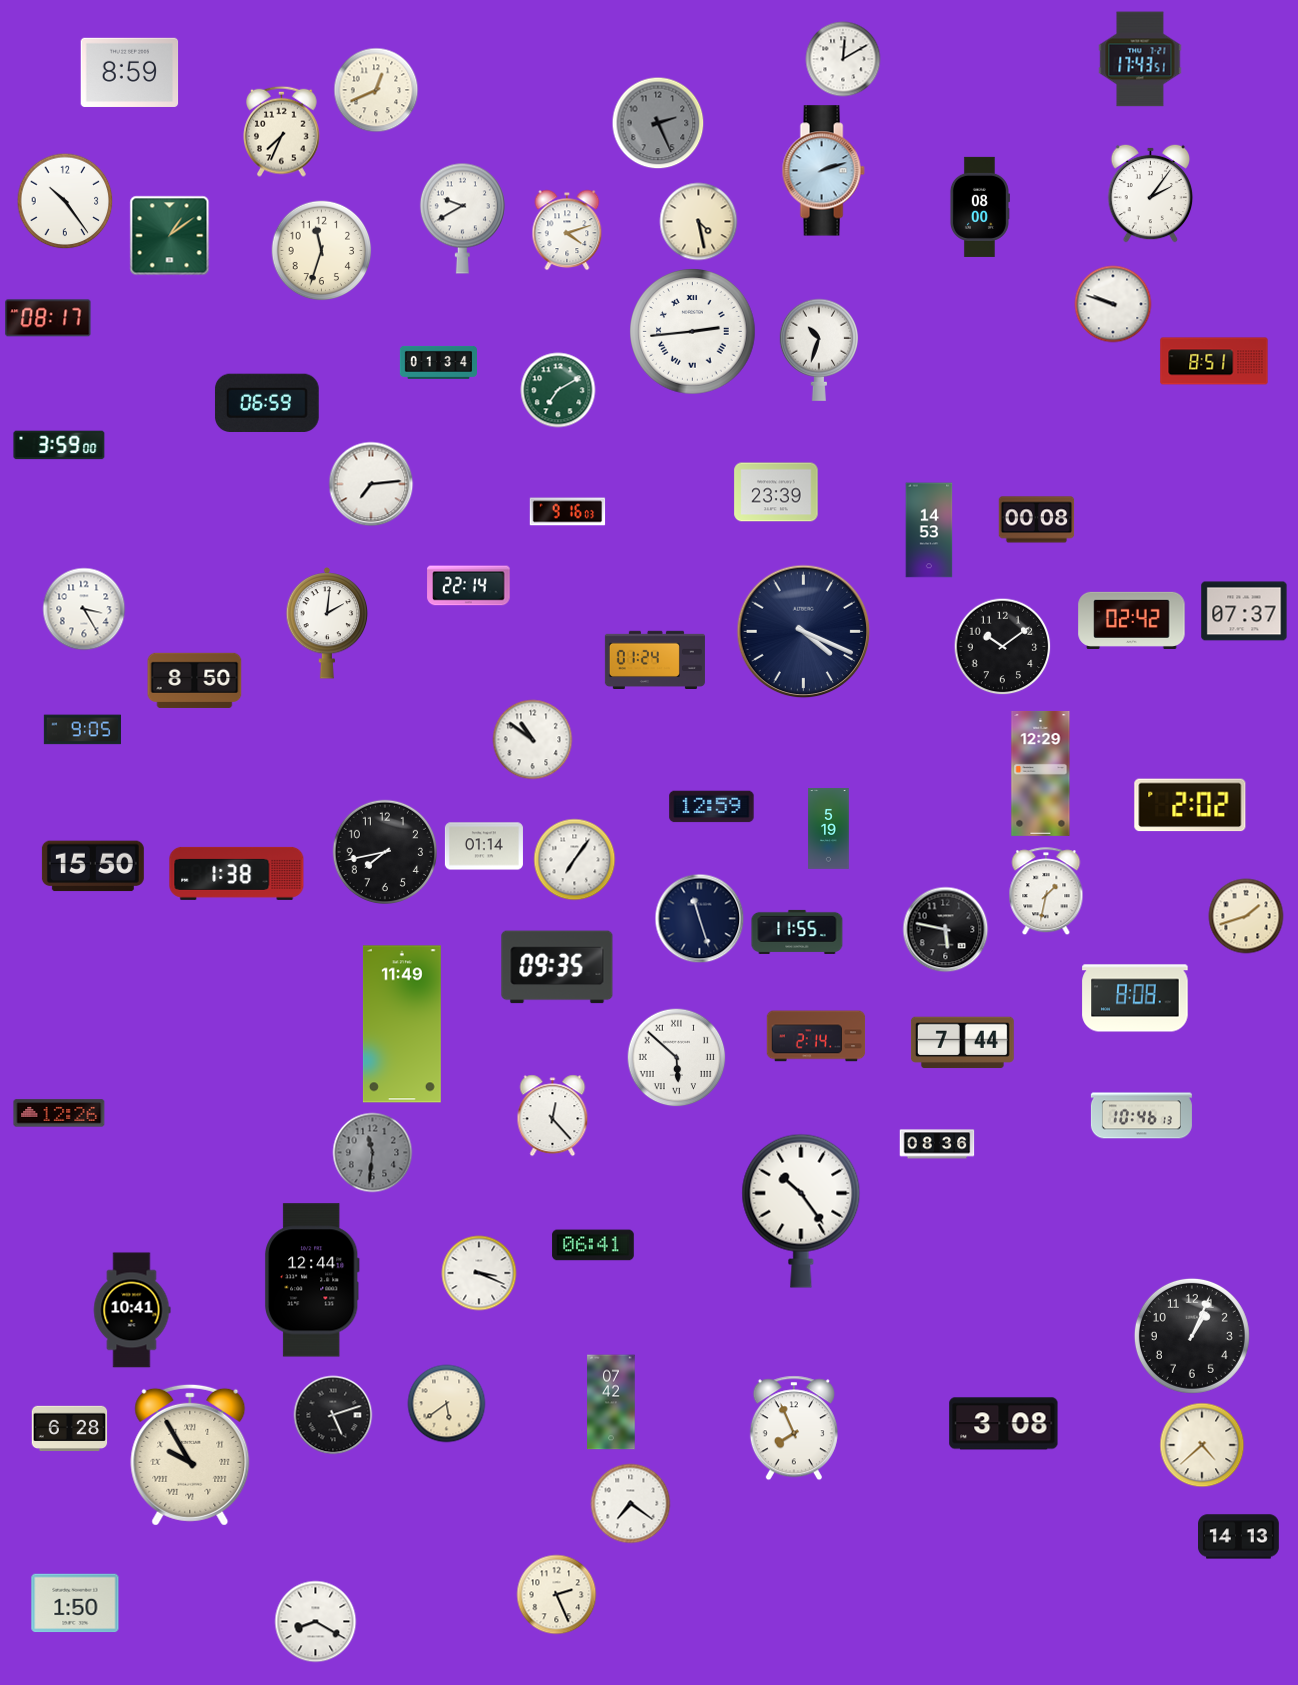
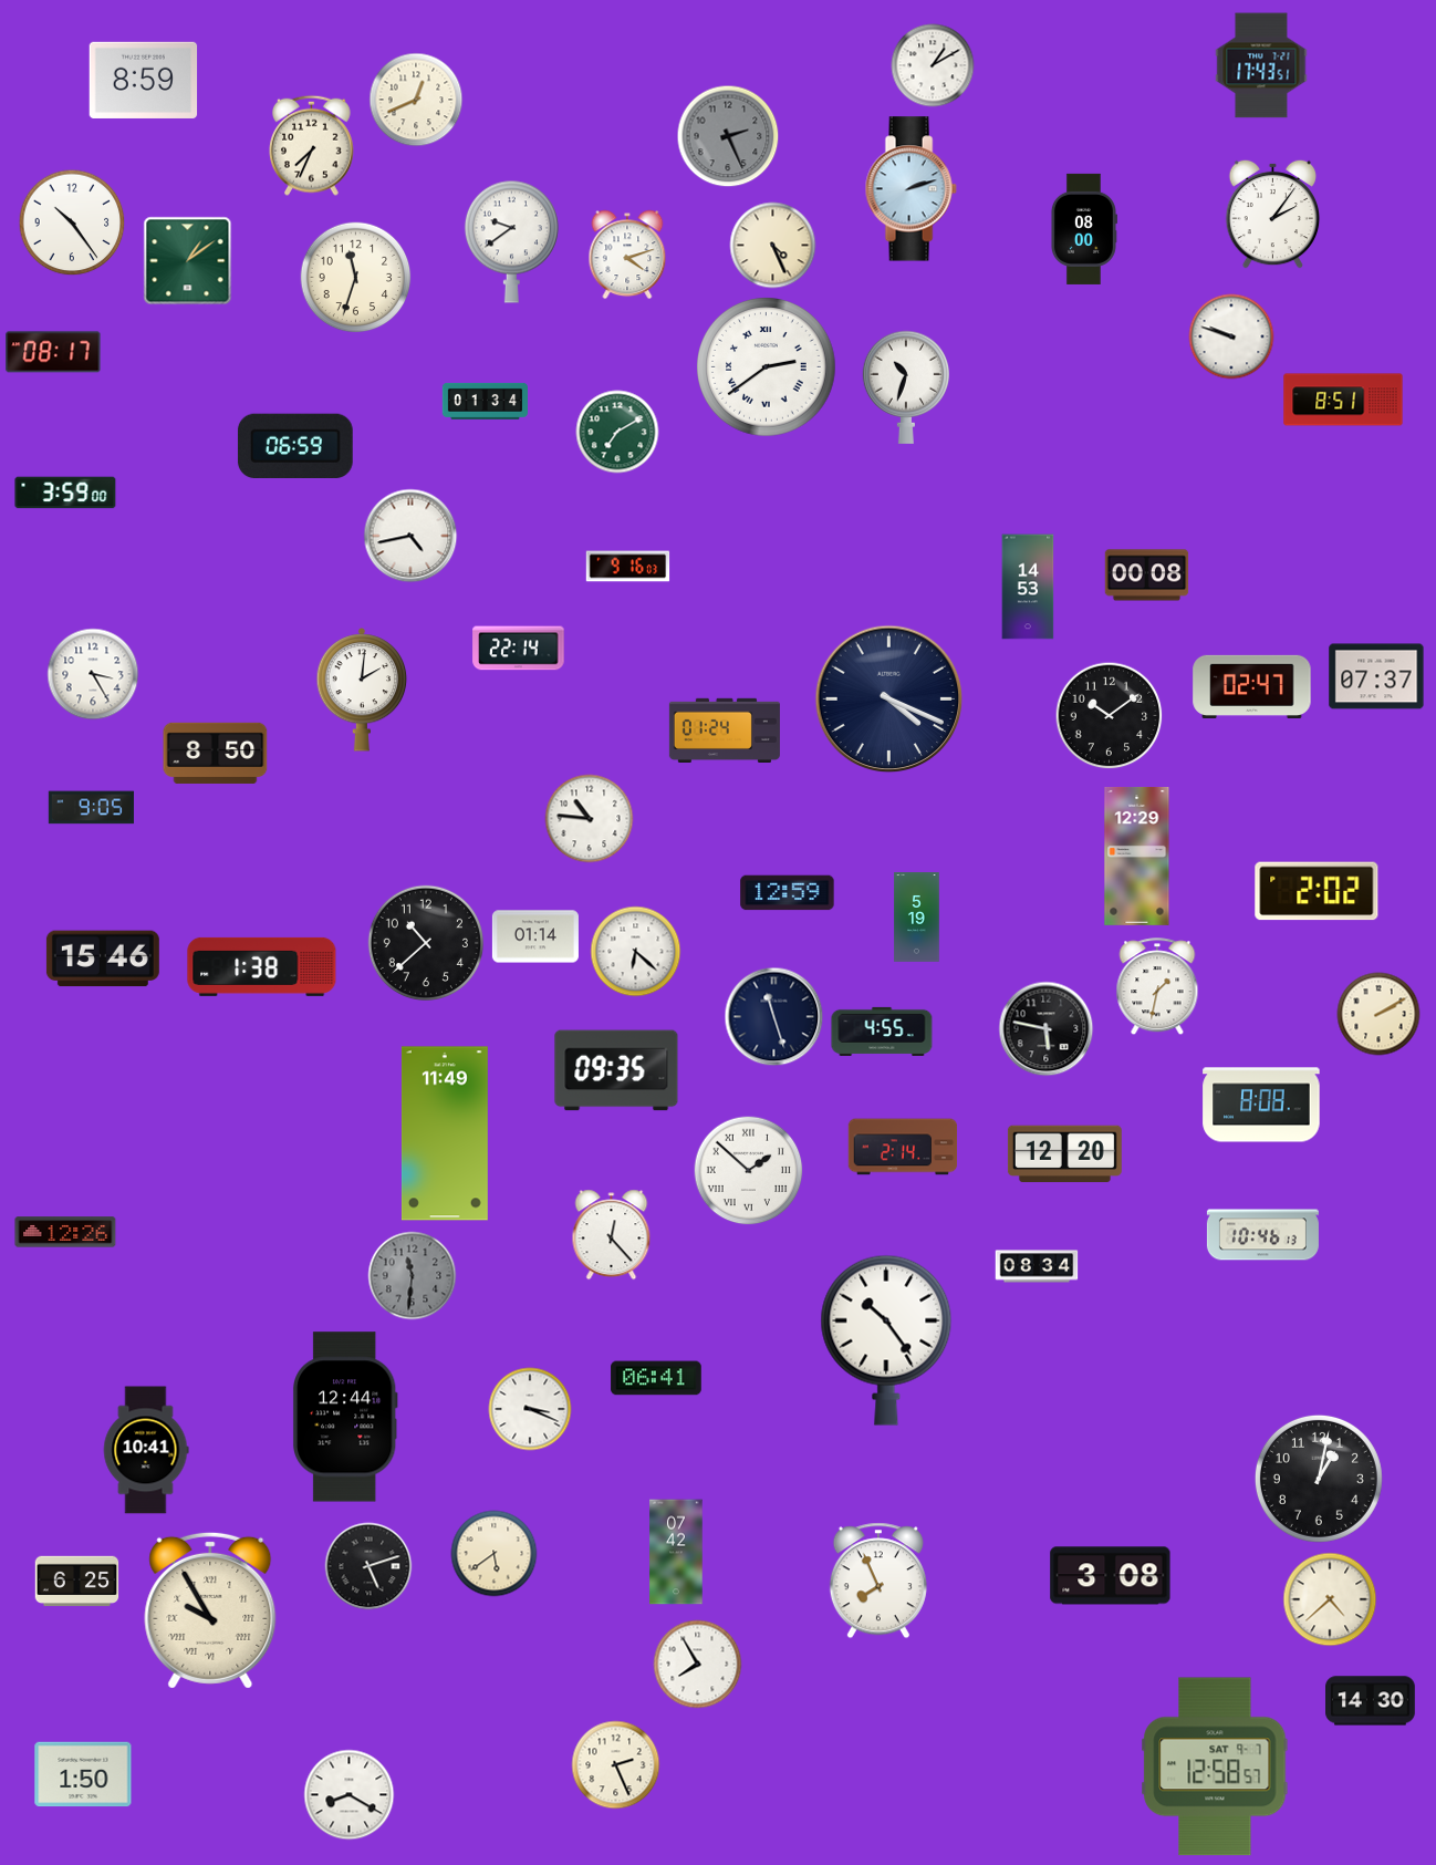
clock at (843, 59): 12:10 -> 1:10
clock at (462, 218): 9:40 -> 9:39
clock at (699, 222): 4:28 -> 4:26
clock at (693, 332): 2:44 -> 2:39
clock at (371, 484): 7:14 -> 4:43
clock at (776, 492): 23:39 -> none
clock at (1132, 620): 02:42 -> 02:47
clock at (533, 740): 10:51 -> 10:46
clock at (1041, 773) position: (1041, 773) -> (1137, 856)
clock at (384, 851): 7:43 -> 10:38
clock at (575, 860): 7:06 -> 6:22
clock at (93, 866): 15:50 -> 15:46
clock at (1246, 916): 1:42 -> 2:10
clock at (797, 932): 11:55 -> 4:55
clock at (1135, 998) position: (1135, 998) -> (1261, 1105)
clock at (962, 1043): 7:44 -> 12:20
clock at (677, 1058): 5:52 -> 1:52
clock at (937, 1144): 08:36 -> 08:34
clock at (1192, 1336): 1:04 -> 1:02
clock at (70, 1429): 6:28 -> 6:25
clock at (631, 1504): 7:21 -> 7:55
clock at (1239, 1537): 14:13 -> 14:30
clock at (1215, 1766): none -> 12:58
